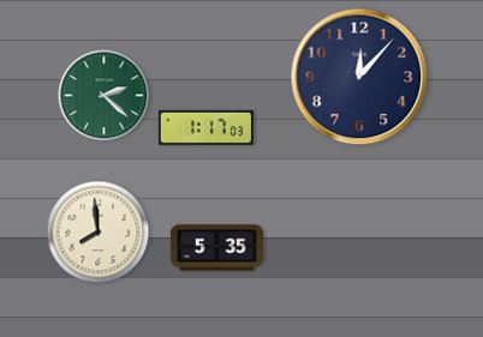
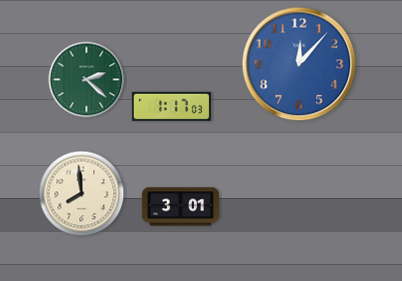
clock at (359, 77) dial: navy -> blue
clock at (217, 248): 5:35 -> 3:01
